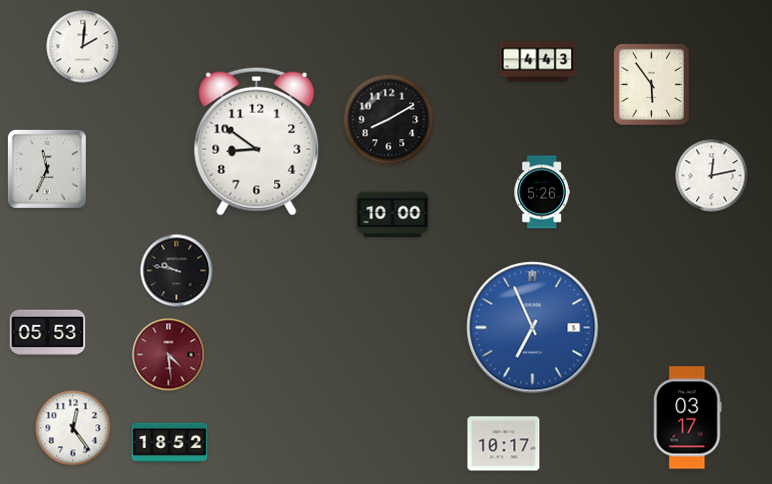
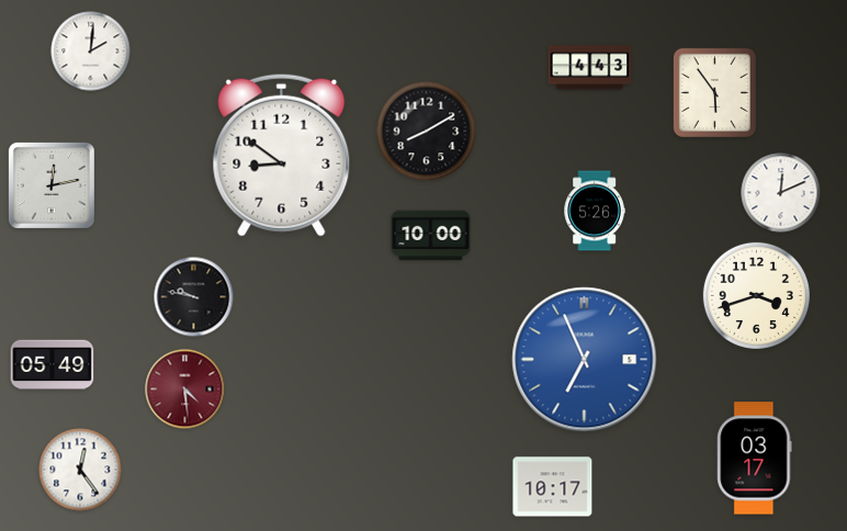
clock at (47, 169): 11:34 -> 12:13
clock at (712, 176): 12:13 -> 12:11
clock at (756, 295): none -> 3:42
clock at (48, 333): 05:53 -> 05:49
clock at (170, 443): 18:52 -> none
